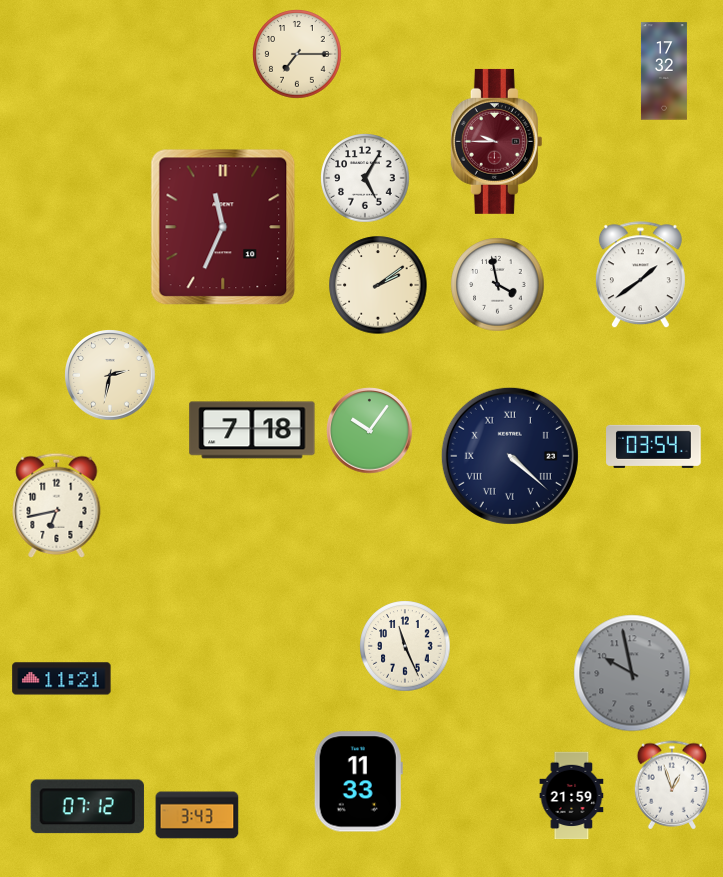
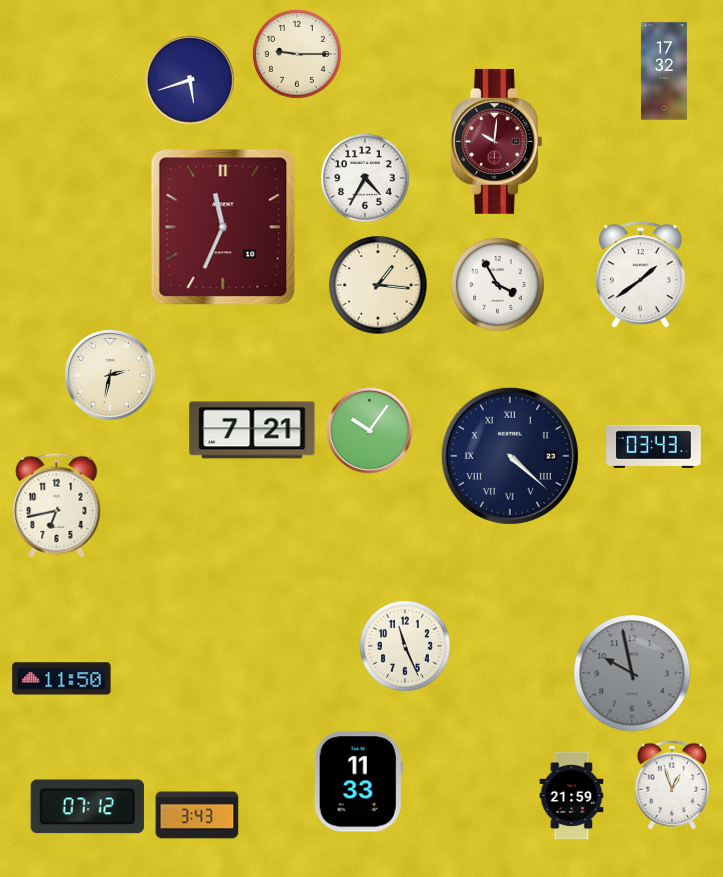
clock at (297, 54): 7:15 -> 9:15
clock at (190, 80): none -> 5:42
clock at (496, 141): 9:45 -> 10:01
clock at (365, 178): 5:05 -> 4:35
clock at (378, 285): 2:09 -> 1:16
clock at (498, 285): 3:58 -> 3:55
clock at (252, 430): 7:18 -> 7:21
clock at (654, 446): 03:54 -> 03:43
clock at (62, 679): 11:21 -> 11:50
